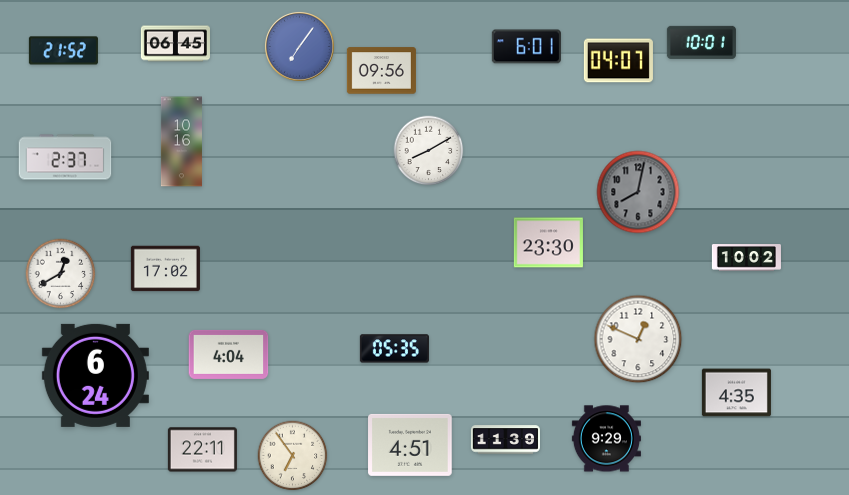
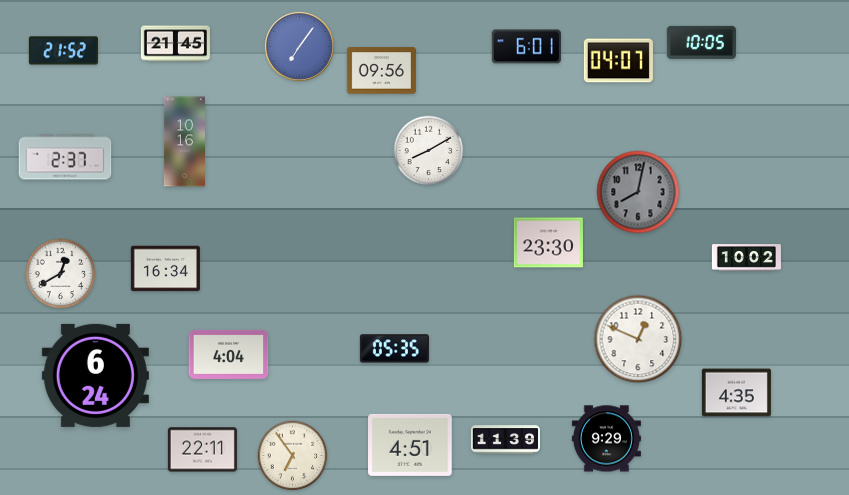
clock at (701, 42): 10:01 -> 10:05
clock at (175, 44): 06:45 -> 21:45
clock at (181, 142) position: (181, 142) -> (184, 142)
clock at (165, 269): 17:02 -> 16:34
